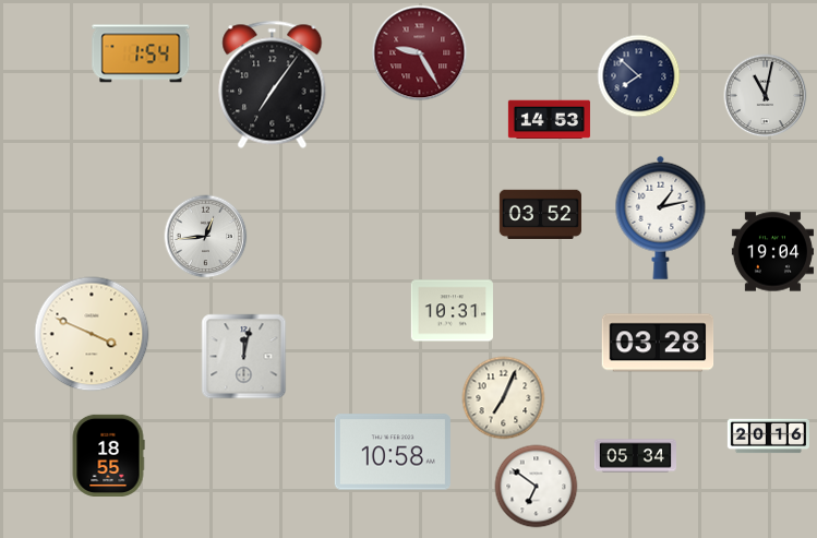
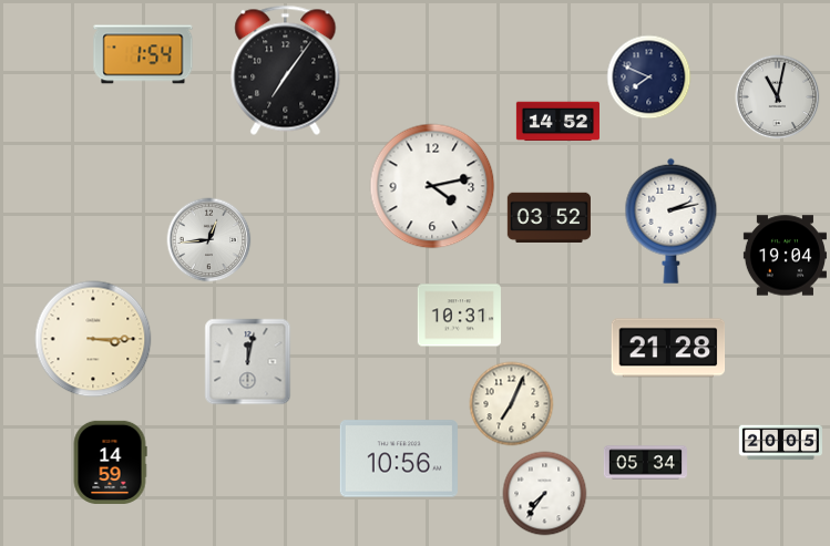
clock at (420, 53): 9:25 -> none
clock at (639, 76): 7:52 -> 7:49
clock at (273, 84) position: (273, 84) -> (286, 70)
clock at (549, 120): 14:53 -> 14:52
clock at (432, 186): none -> 4:13
clock at (661, 217): 1:13 -> 2:13
clock at (92, 334): 3:49 -> 3:15
clock at (658, 343): 03:28 -> 21:28
clock at (768, 437): 20:16 -> 20:05
clock at (393, 452): 10:58 -> 10:56
clock at (108, 455): 18:55 -> 14:59
clock at (537, 487): 6:51 -> 7:36
